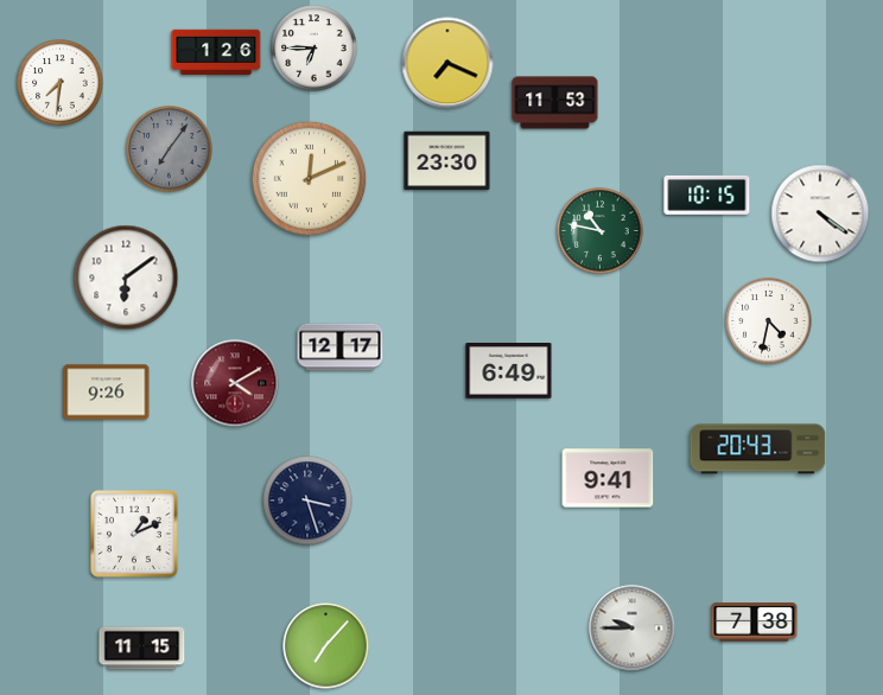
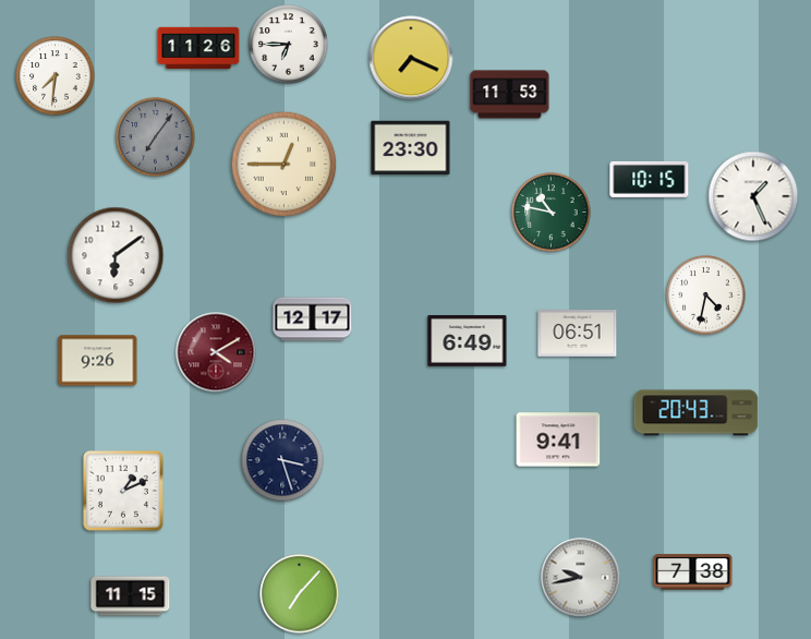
clock at (216, 52): 1:26 -> 11:26
clock at (310, 179): 12:11 -> 12:45
clock at (820, 213): 4:21 -> 1:26
clock at (578, 334): none -> 06:51
clock at (633, 629): 9:45 -> 9:43
